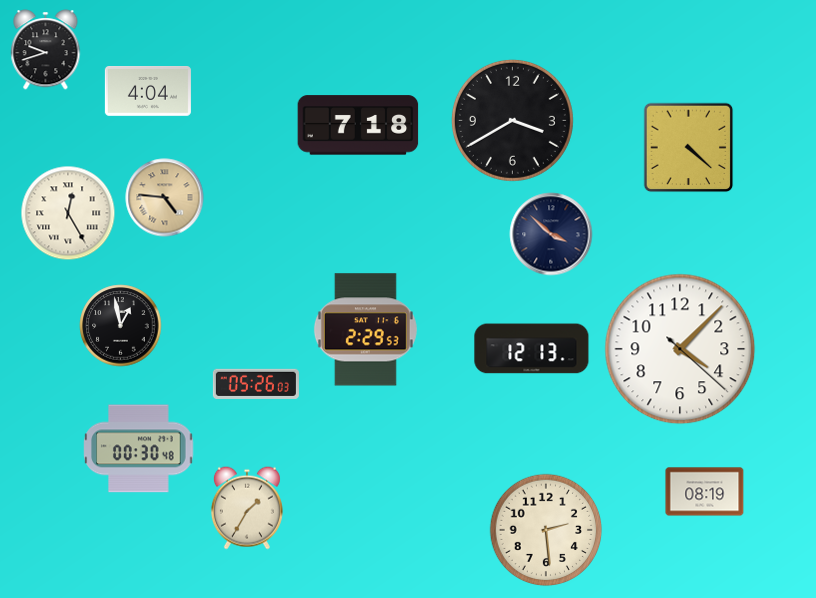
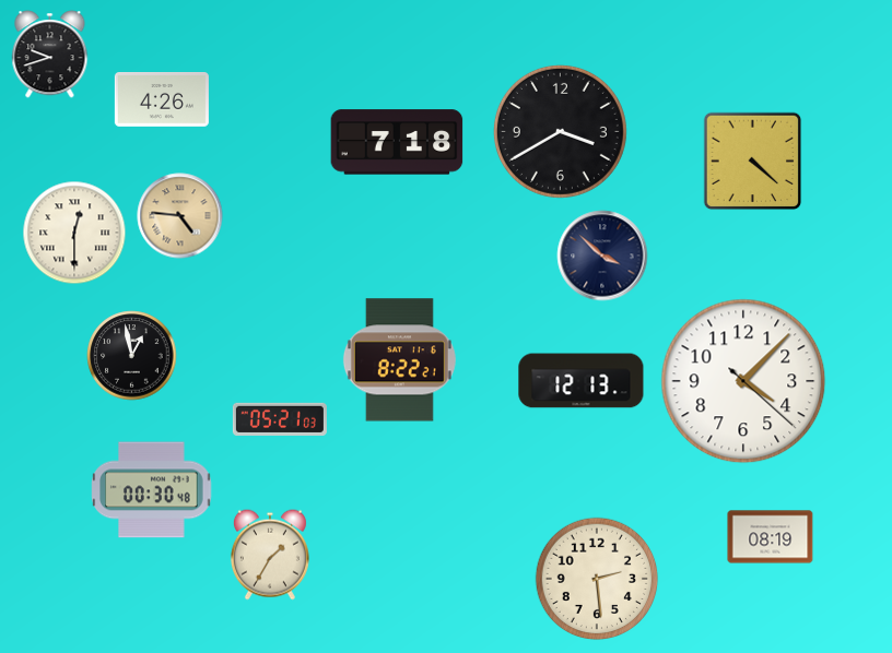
clock at (148, 92): 4:04 -> 4:26
clock at (358, 125) position: (358, 125) -> (397, 142)
clock at (68, 213): 12:25 -> 12:30
clock at (365, 330): 2:29 -> 8:22
clock at (256, 384): 05:26 -> 05:21
